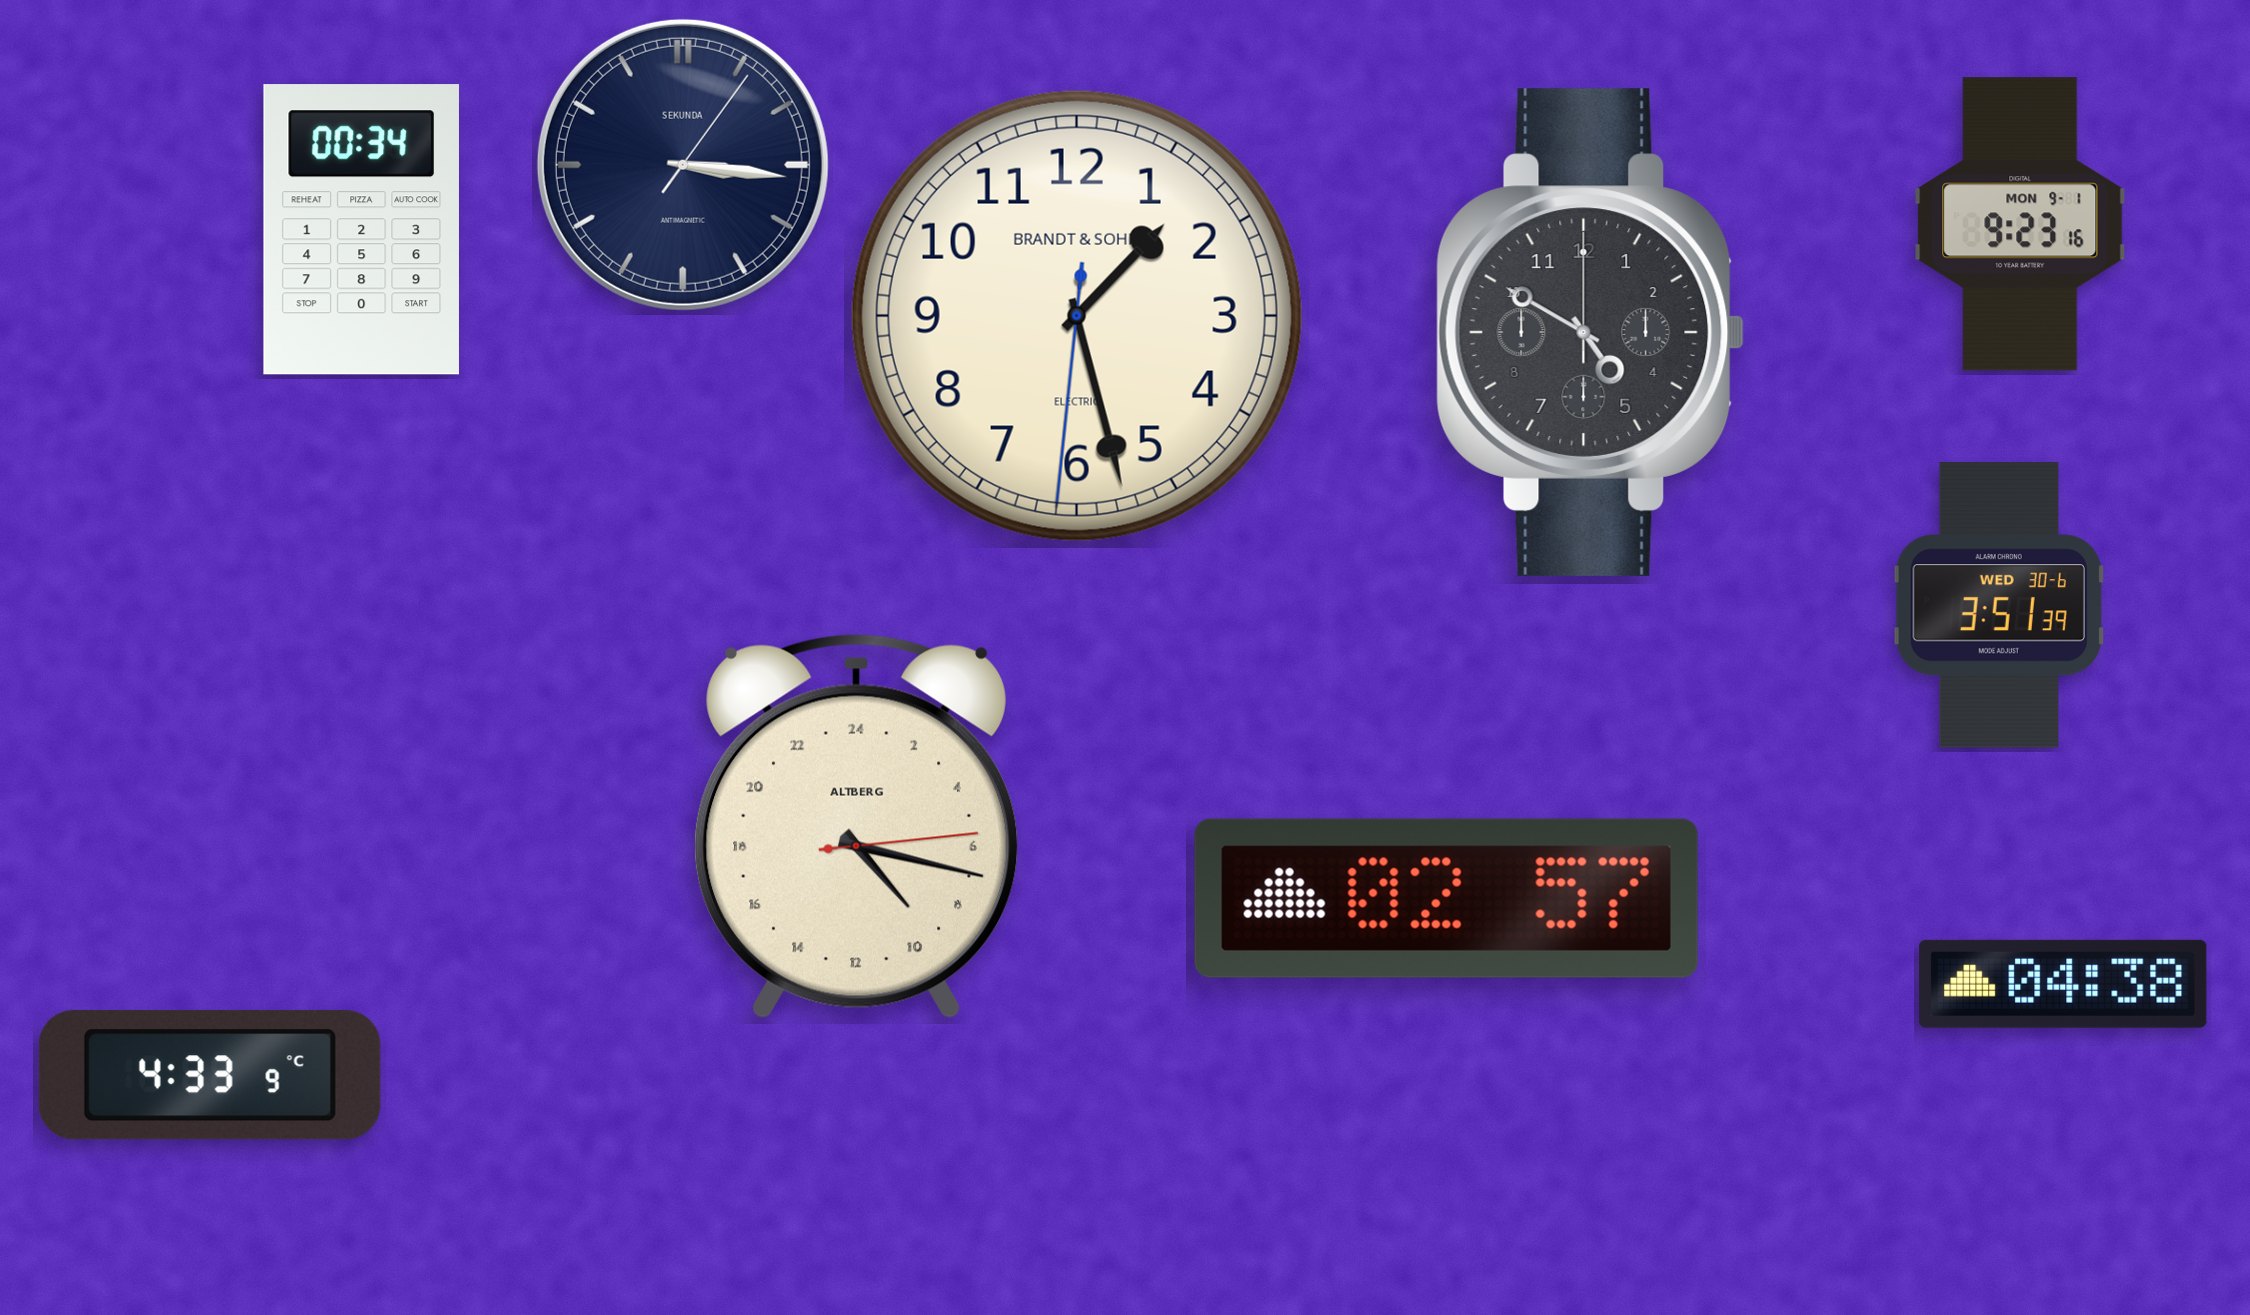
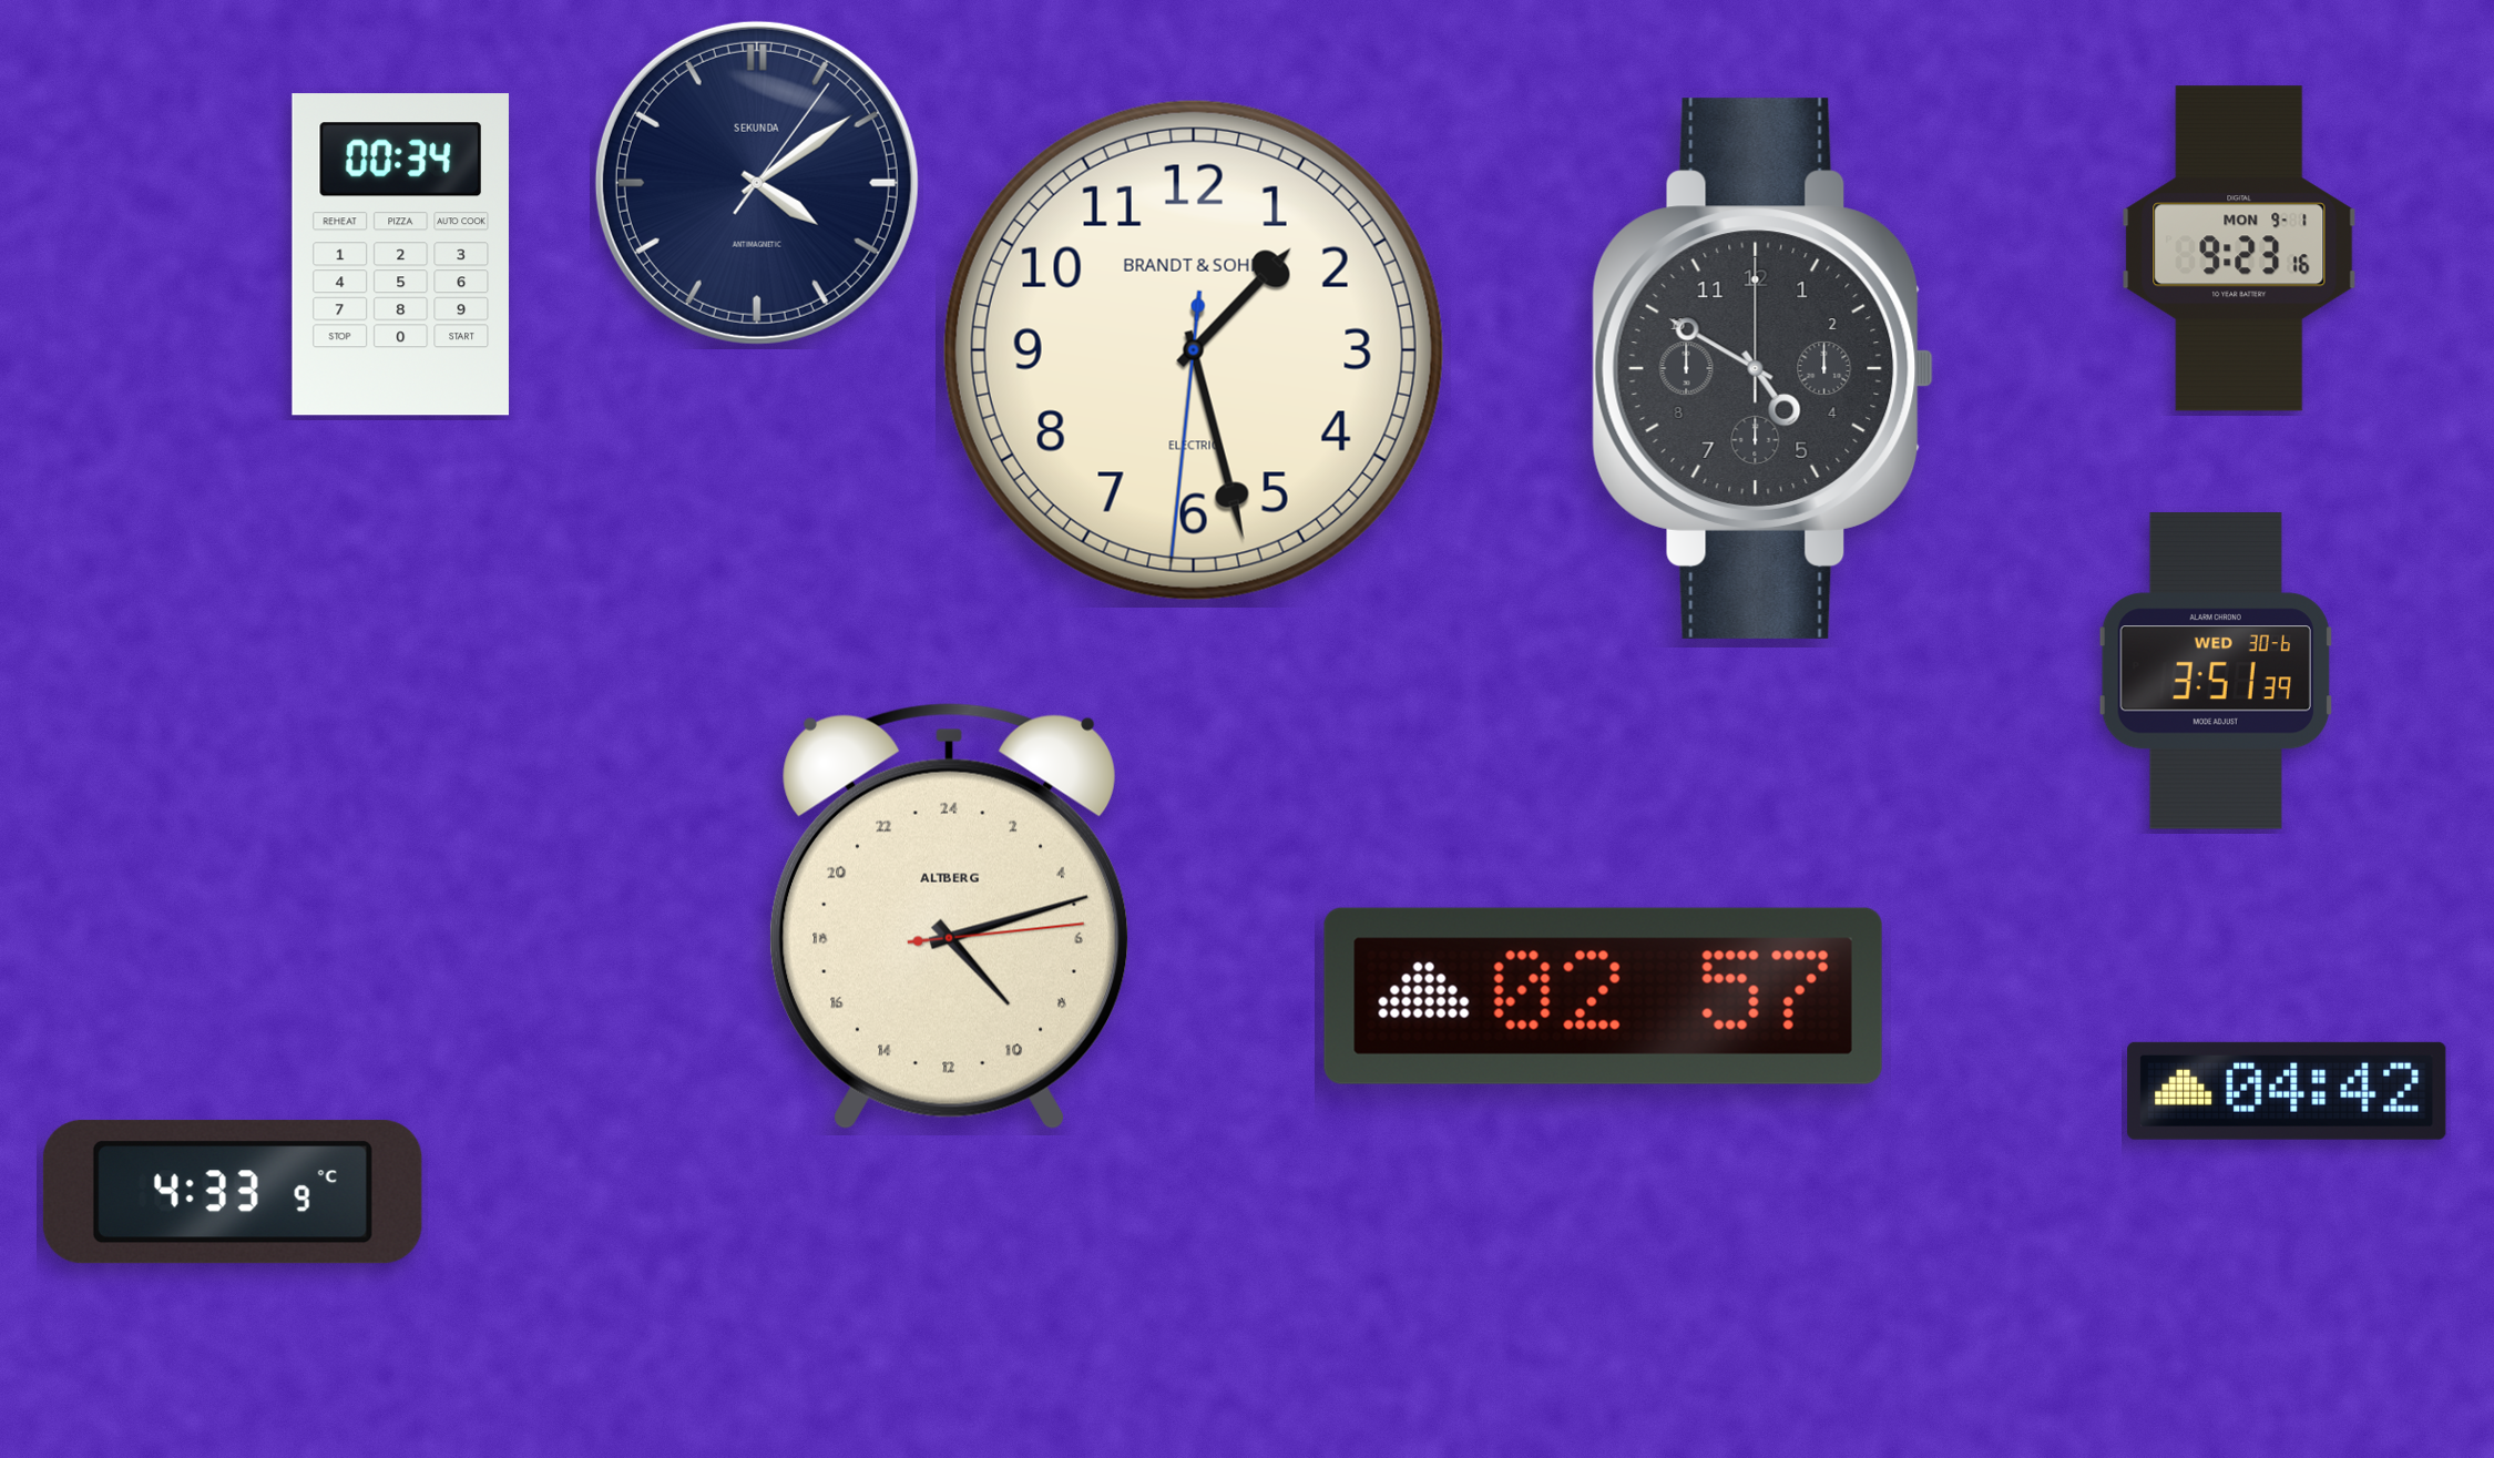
clock at (683, 165): 3:16 -> 4:09
clock at (856, 826): 9:17 -> 9:12
clock at (2063, 984): 04:38 -> 04:42
